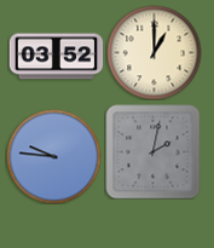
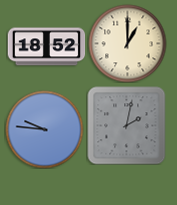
clock at (56, 57): 03:52 -> 18:52
